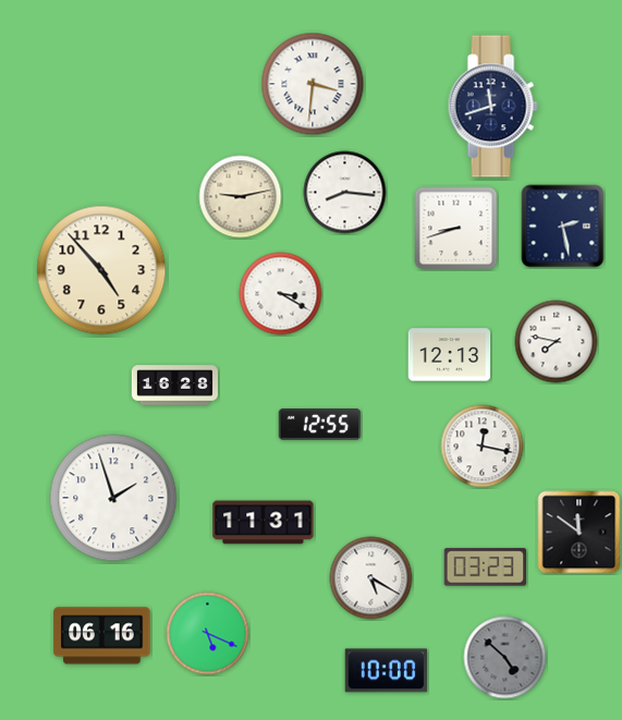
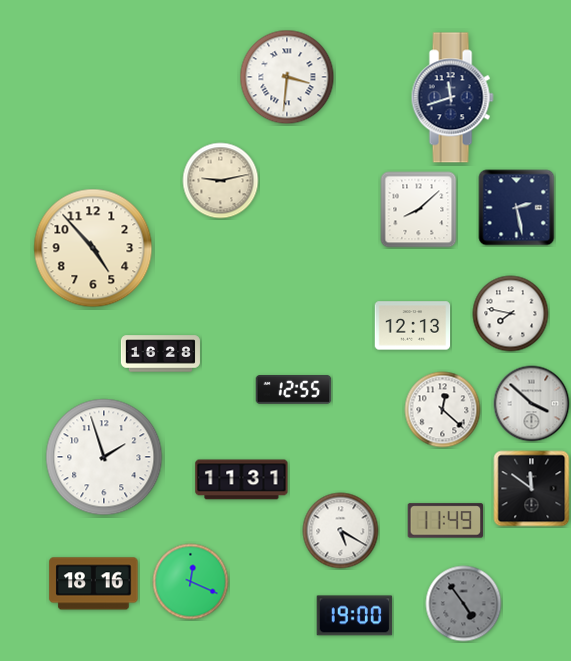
clock at (345, 193): 8:16 -> none
clock at (456, 229): 8:42 -> 8:08
clock at (281, 294): 3:20 -> none
clock at (532, 404): none -> 3:52
clock at (483, 447): 12:17 -> 12:22
clock at (486, 568): 03:23 -> 11:49
clock at (208, 634): 5:19 -> 12:19
clock at (102, 636): 06:16 -> 18:16
clock at (505, 658): 4:52 -> 4:54
clock at (387, 671): 10:00 -> 19:00
